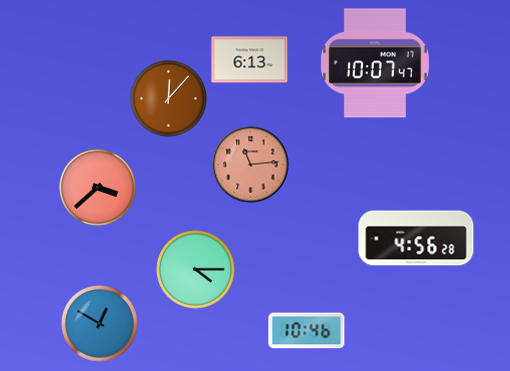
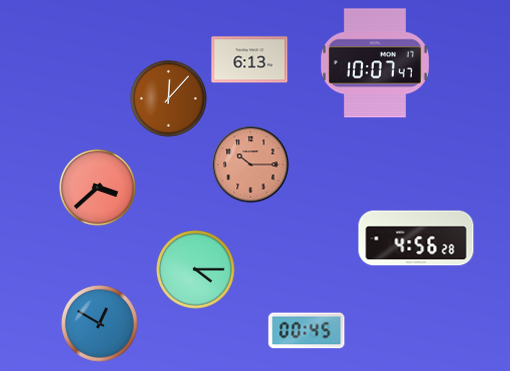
clock at (251, 165): 11:14 -> 10:15
clock at (307, 331): 10:46 -> 00:45
